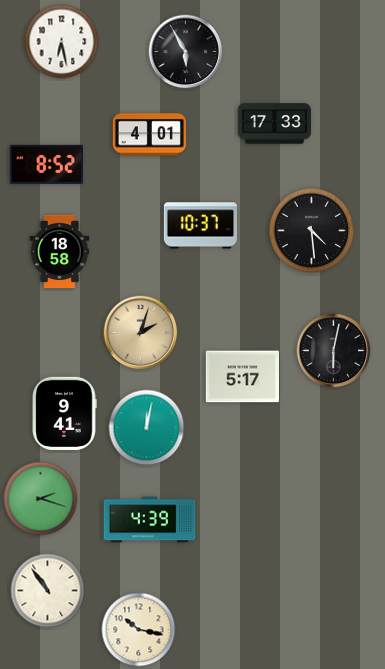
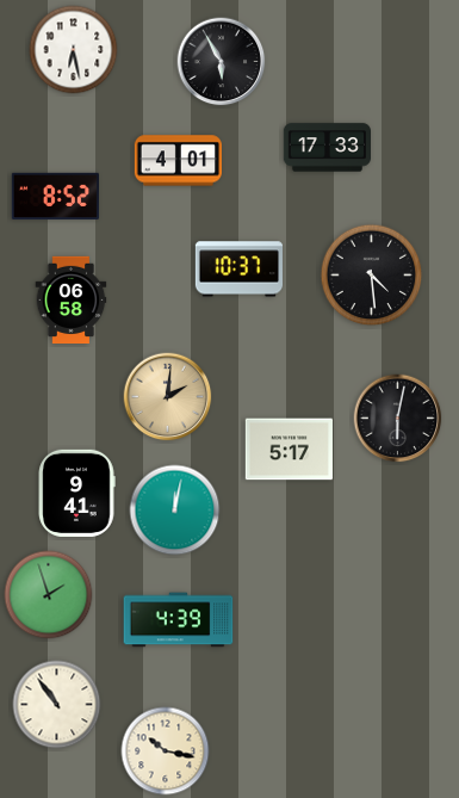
clock at (60, 251): 18:58 -> 06:58
clock at (141, 333): 2:03 -> 2:01
clock at (41, 499): 2:18 -> 1:57
